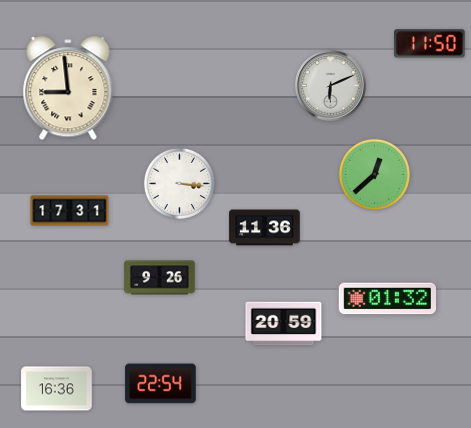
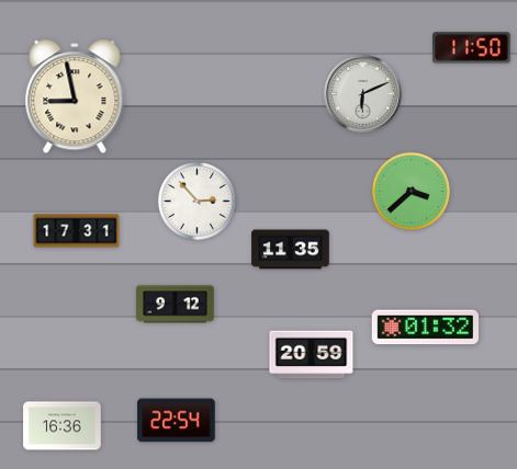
clock at (68, 89): 8:59 -> 8:58
clock at (374, 174): 12:38 -> 3:38
clock at (179, 183): 3:16 -> 2:53
clock at (265, 228): 11:36 -> 11:35
clock at (160, 278): 9:26 -> 9:12
